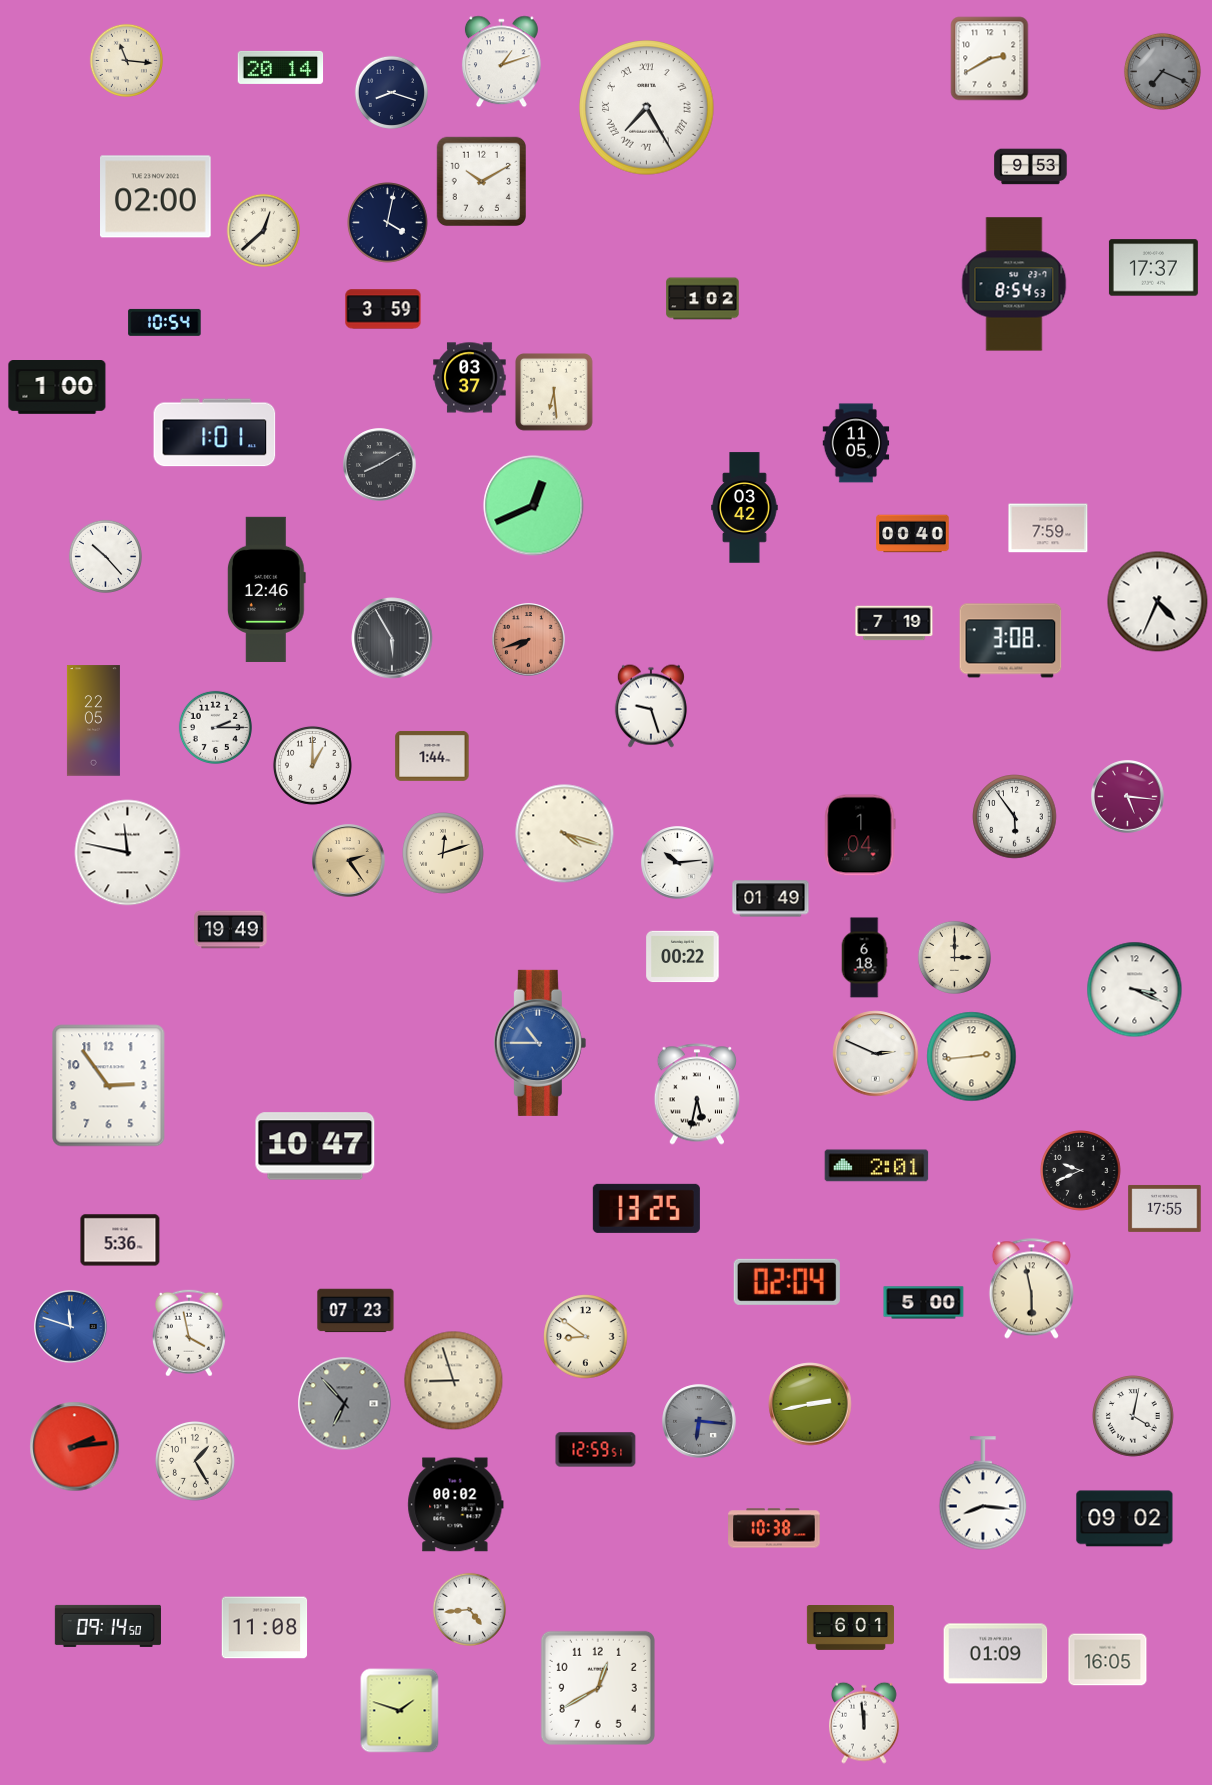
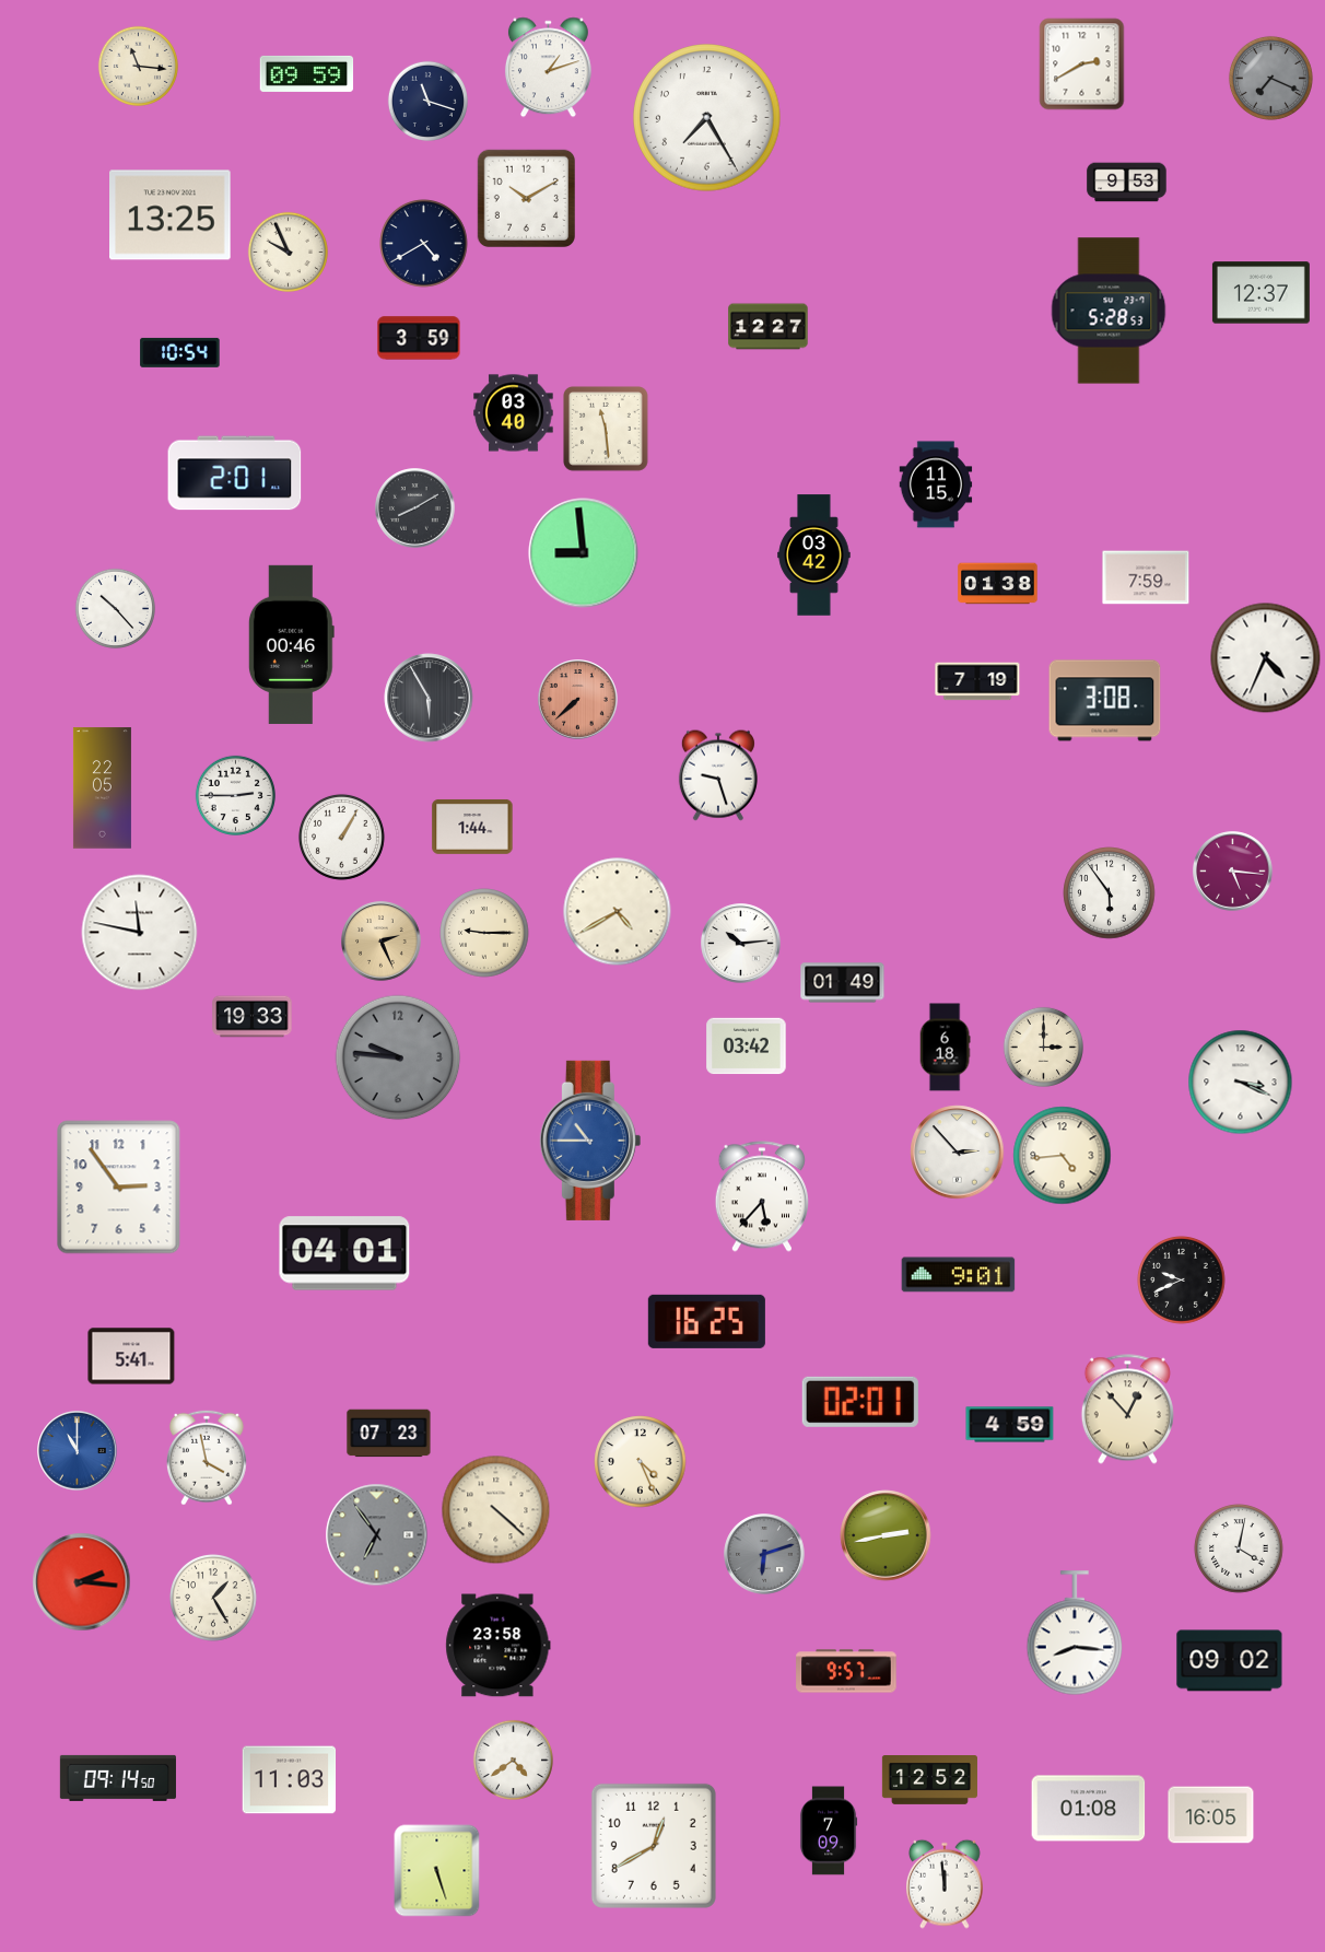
clock at (281, 67): 20:14 -> 09:59
clock at (391, 92): 8:18 -> 11:18
clock at (647, 108) numerals: Roman -> Arabic
clock at (156, 197): 02:00 -> 13:25
clock at (388, 223): 4:02 -> 4:40
clock at (263, 230): 12:38 -> 9:56
clock at (1153, 268): 17:37 -> 12:37
clock at (1014, 284): 8:54 -> 5:28
clock at (703, 299): 1:02 -> 12:27
clock at (470, 378): 03:37 -> 03:40
clock at (57, 388): 1:00 -> none
clock at (555, 393): 6:29 -> 11:29
clock at (215, 433): 1:01 -> 2:01
clock at (856, 443): 11:05 -> 11:15
clock at (534, 506): 12:41 -> 8:59
clock at (913, 534): 00:40 -> 01:38
clock at (266, 589): 12:46 -> 00:46
clock at (529, 640): 7:42 -> 7:38
clock at (651, 706) position: (651, 706) -> (718, 775)
clock at (215, 727): 2:15 -> 2:45
clock at (312, 765): 1:00 -> 1:05
clock at (565, 834): 4:18 -> 4:40
clock at (860, 835): 1:04 -> none
clock at (443, 853): 12:12 -> 9:15
clock at (349, 861): 2:24 -> 2:26
clock at (231, 930): 19:49 -> 19:33
clock at (683, 957): 00:22 -> 03:42
clock at (398, 1057): none -> 9:46
clock at (876, 1054): 2:49 -> 2:53
clock at (972, 1057): 2:44 -> 4:44
clock at (697, 1094): 5:32 -> 5:37
clock at (315, 1146): 10:47 -> 04:01
clock at (877, 1166): 2:01 -> 9:01
clock at (646, 1208): 13:25 -> 16:25
clock at (1165, 1208): 17:55 -> none
clock at (120, 1240): 5:36 -> 5:41
clock at (787, 1282): 02:04 -> 02:01
clock at (1031, 1289): 5:58 -> 12:53
clock at (924, 1303): 5:00 -> 4:59
clock at (71, 1327): 11:48 -> 11:00
clock at (586, 1337): 8:51 -> 4:26
clock at (454, 1381): 8:57 -> 4:22
clock at (345, 1404): 6:53 -> 6:54
clock at (699, 1421): 6:16 -> 6:12
clock at (75, 1447): 2:14 -> 2:16
clock at (596, 1450): 12:59 -> none
clock at (456, 1505): 00:02 -> 23:58
clock at (774, 1528): 10:38 -> 9:57
clock at (469, 1609): 4:44 -> 4:39
clock at (265, 1628): 11:08 -> 11:03
clock at (850, 1628): 6:01 -> 12:52
clock at (996, 1654): 01:09 -> 01:08
clock at (829, 1831): none -> 7:09
clock at (400, 1711): 1:48 -> 5:27
